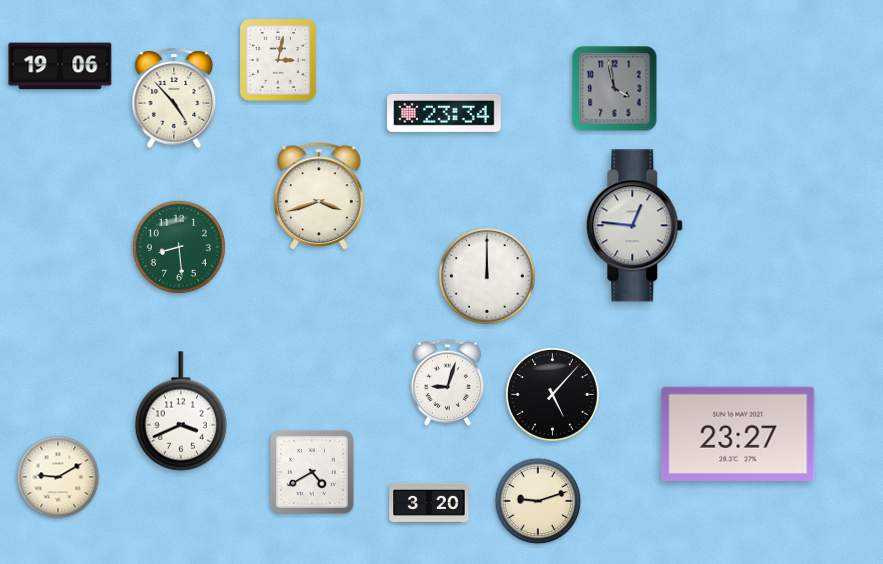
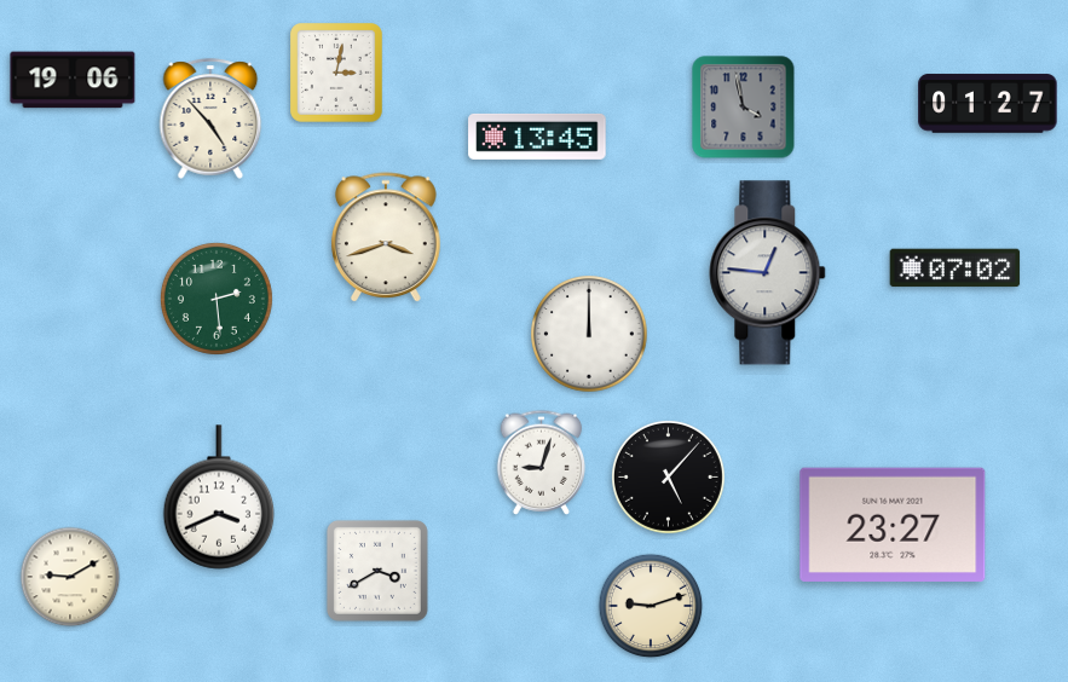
clock at (988, 104): none -> 01:27
clock at (444, 113): 23:34 -> 13:45
clock at (956, 268): none -> 07:02
clock at (179, 247): 8:29 -> 2:29
clock at (312, 472): 4:40 -> 3:40
clock at (429, 503): 3:20 -> none
